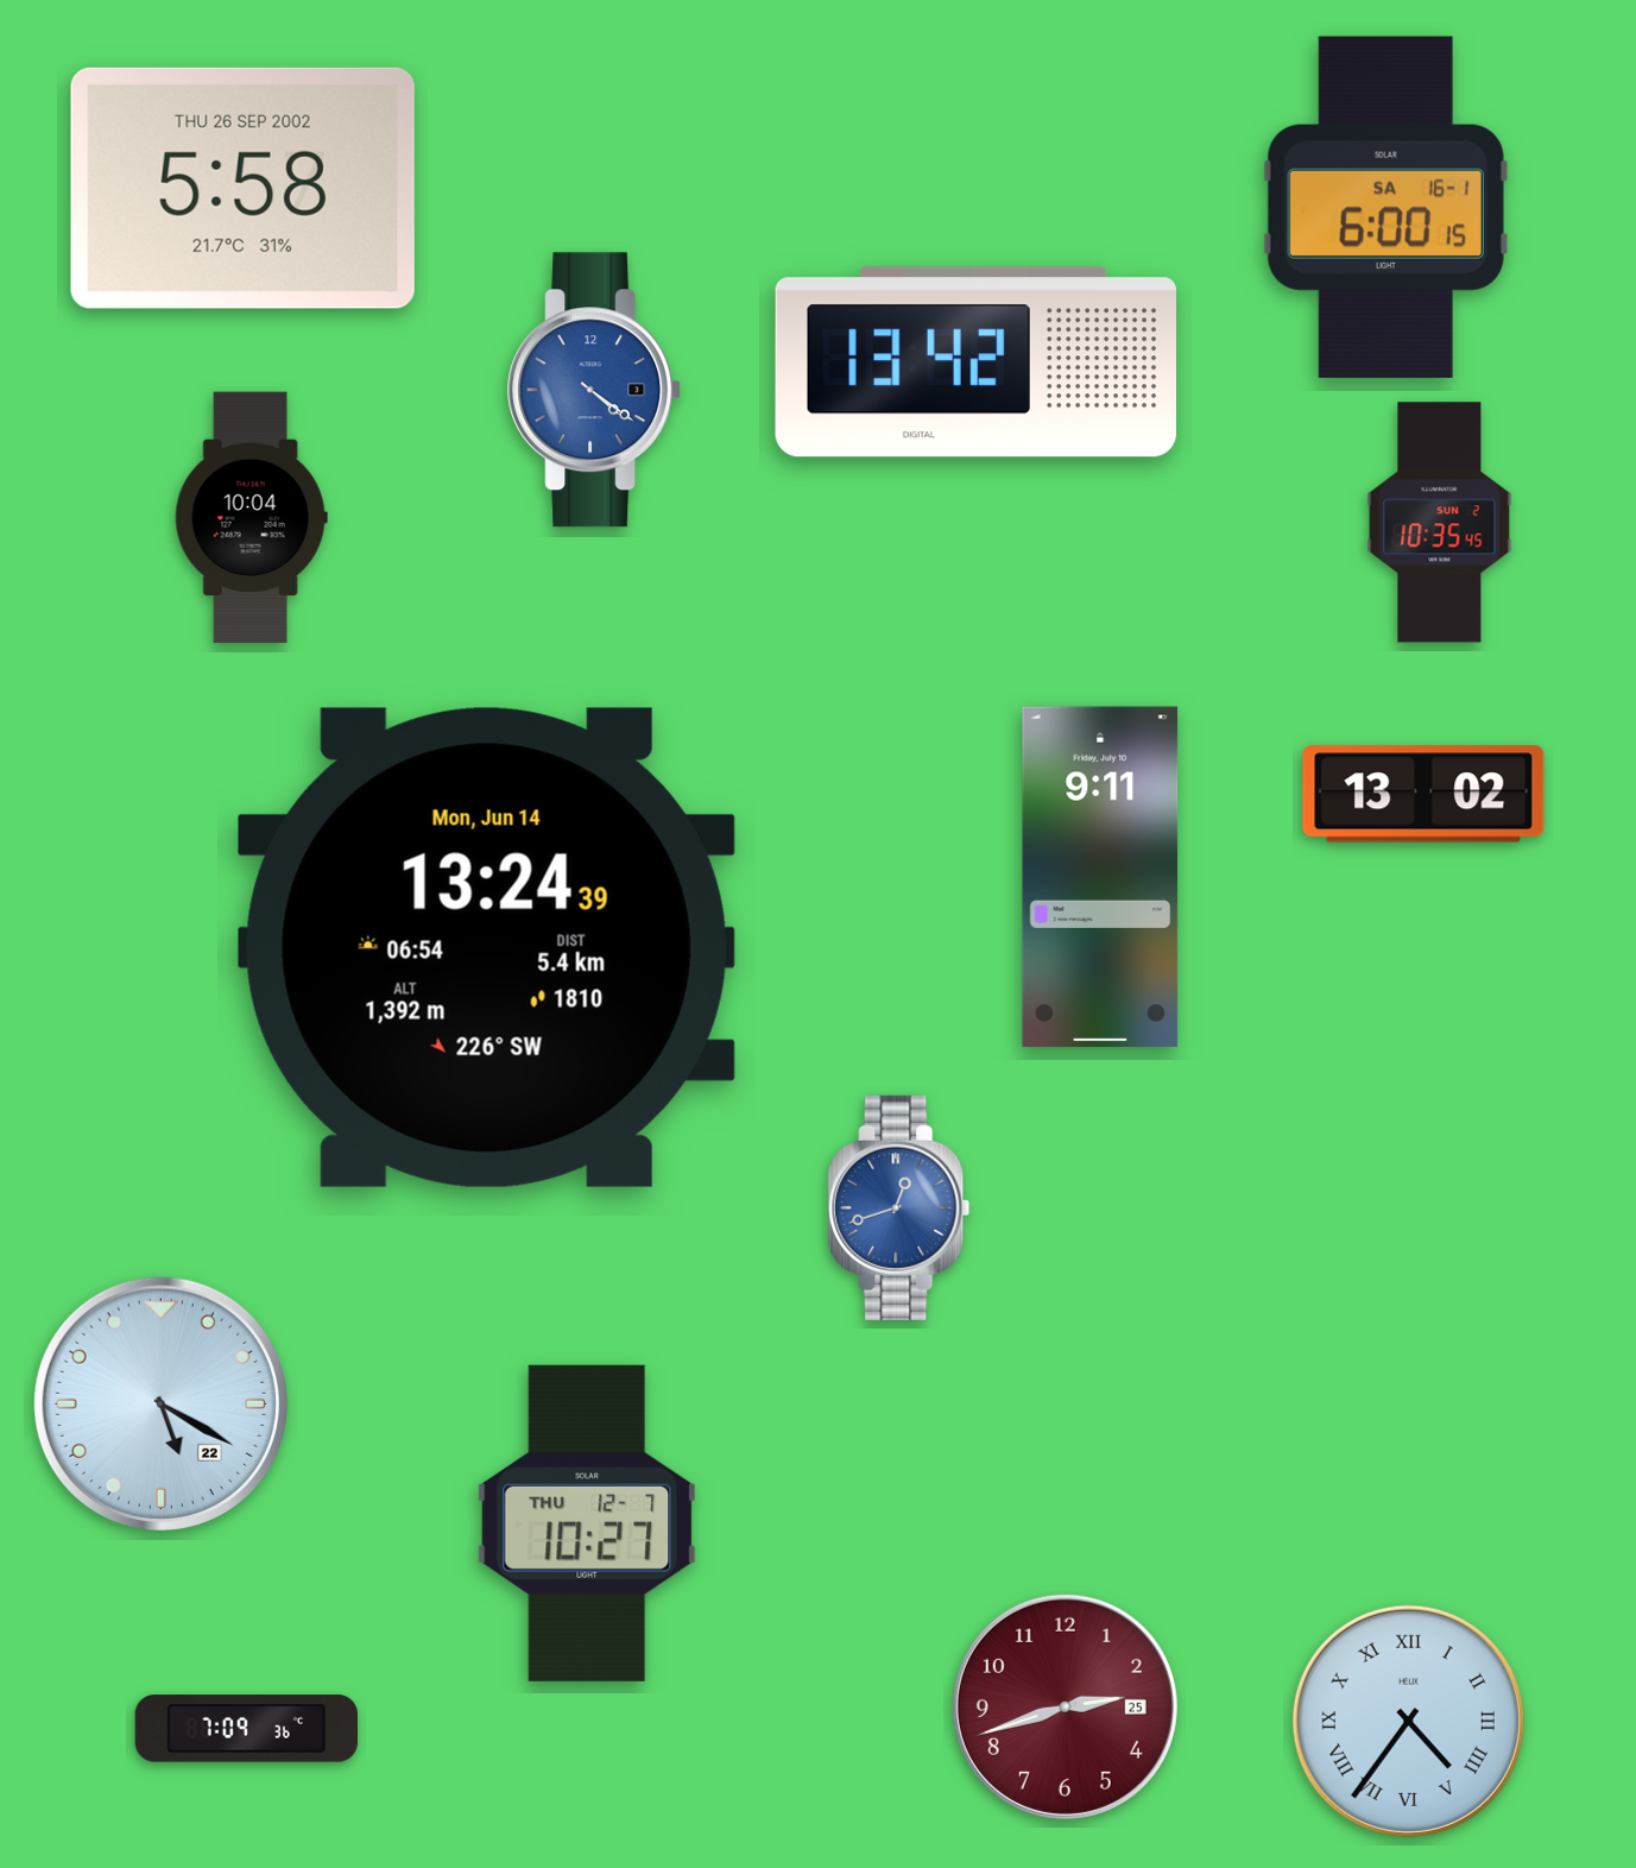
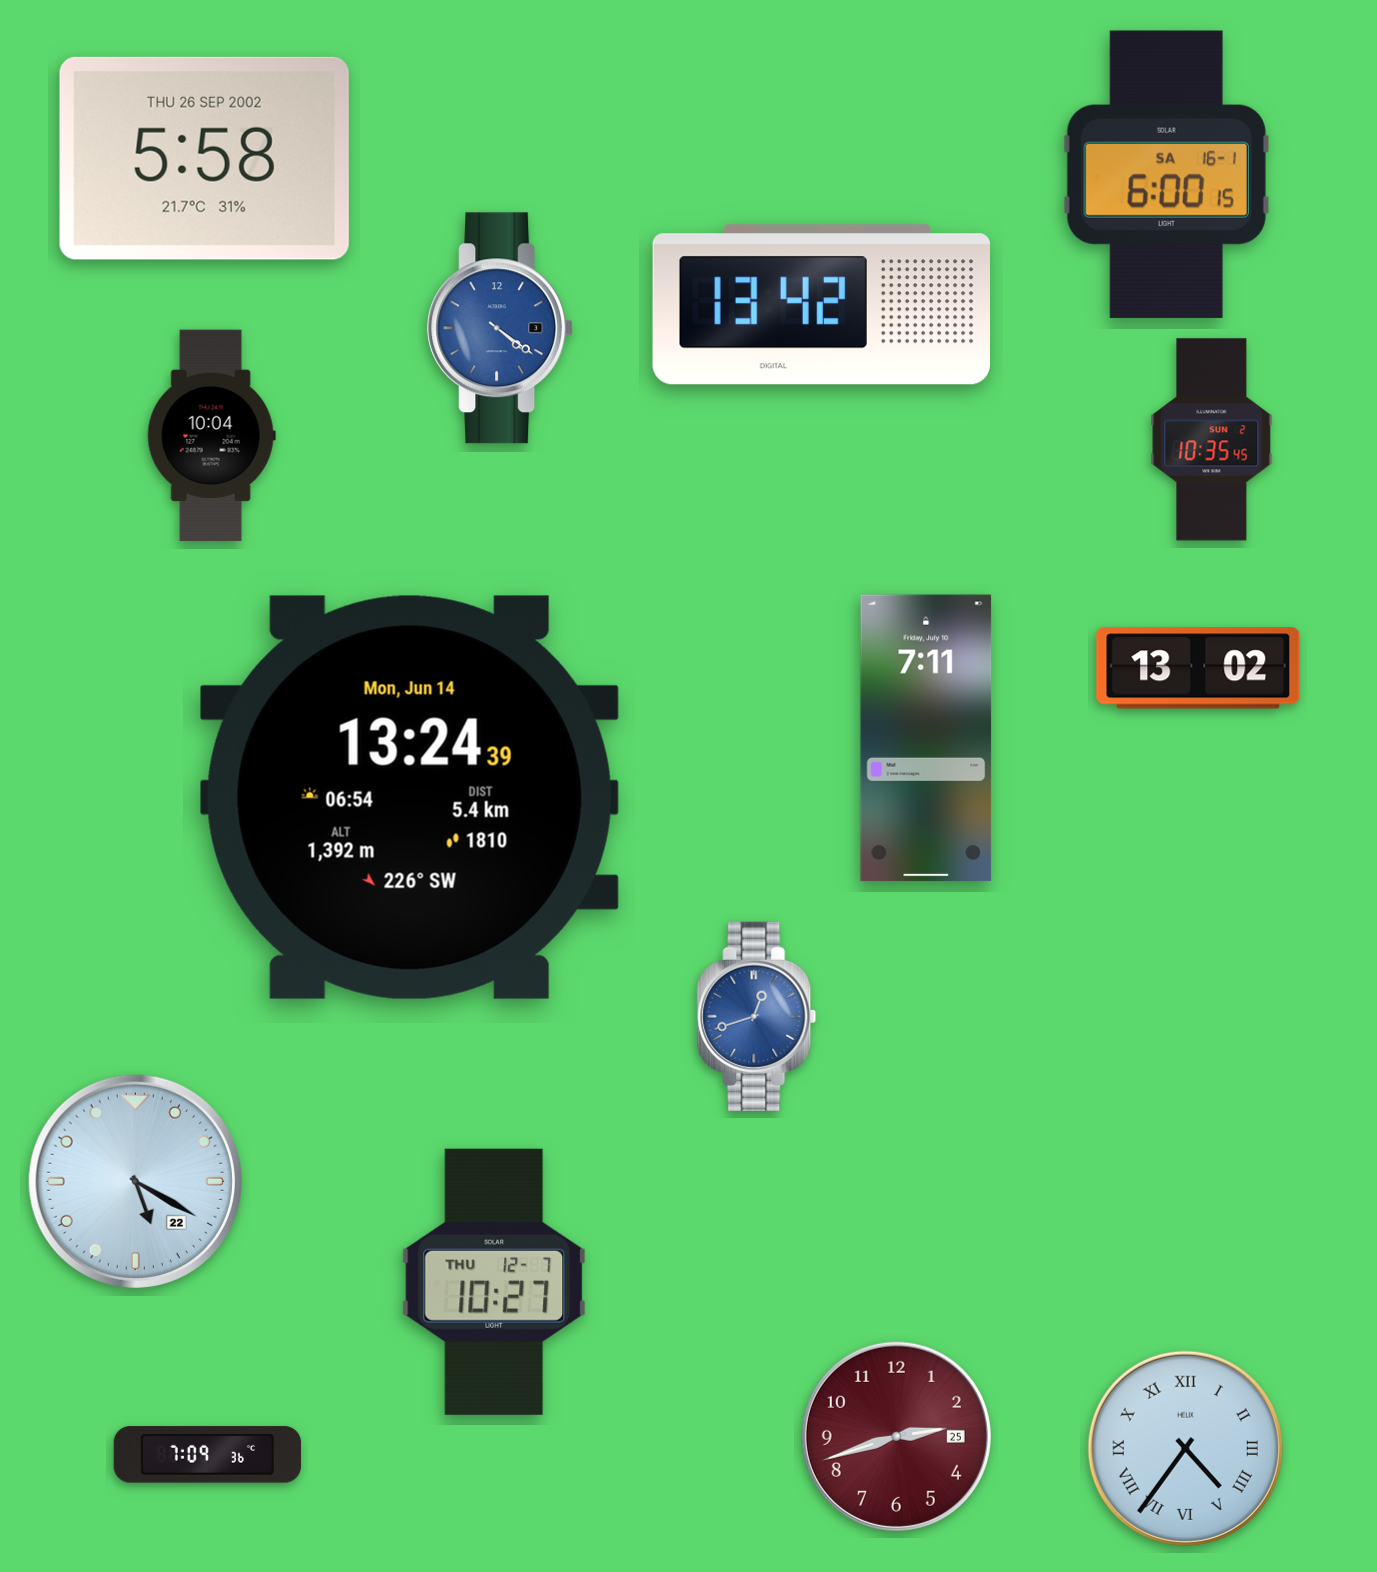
clock at (1100, 877): 9:11 -> 7:11
